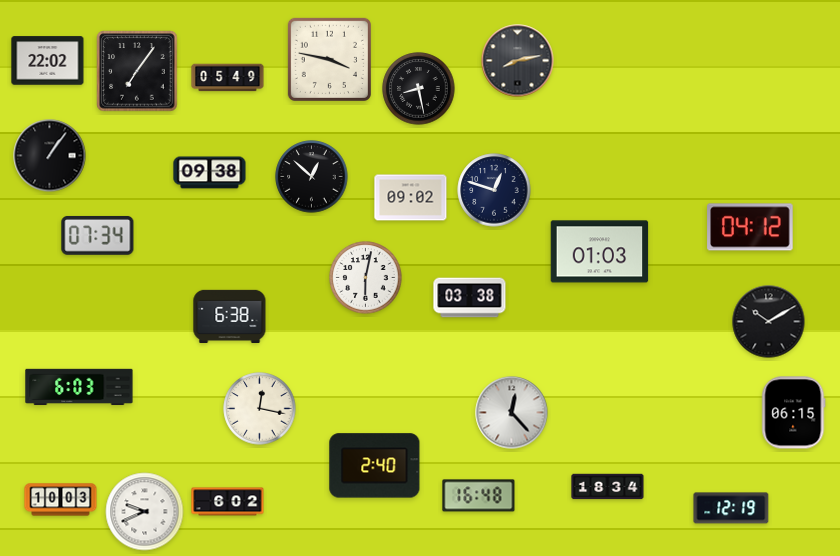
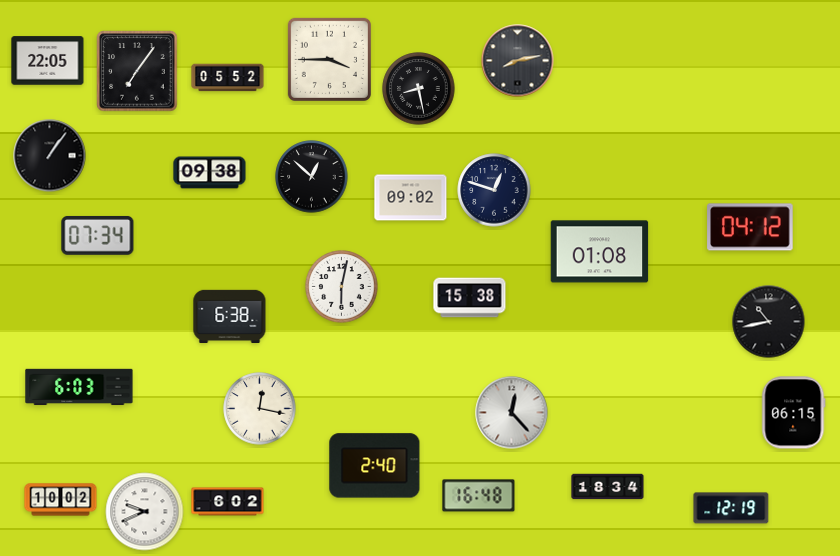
clock at (329, 59): 3:47 -> 3:45
clock at (48, 61): 22:02 -> 22:05
clock at (228, 78): 05:49 -> 05:52
clock at (600, 252): 01:03 -> 01:08
clock at (366, 278) position: (366, 278) -> (342, 287)
clock at (470, 298): 03:38 -> 15:38
clock at (769, 322): 10:10 -> 10:43
clock at (61, 500): 10:03 -> 10:02
